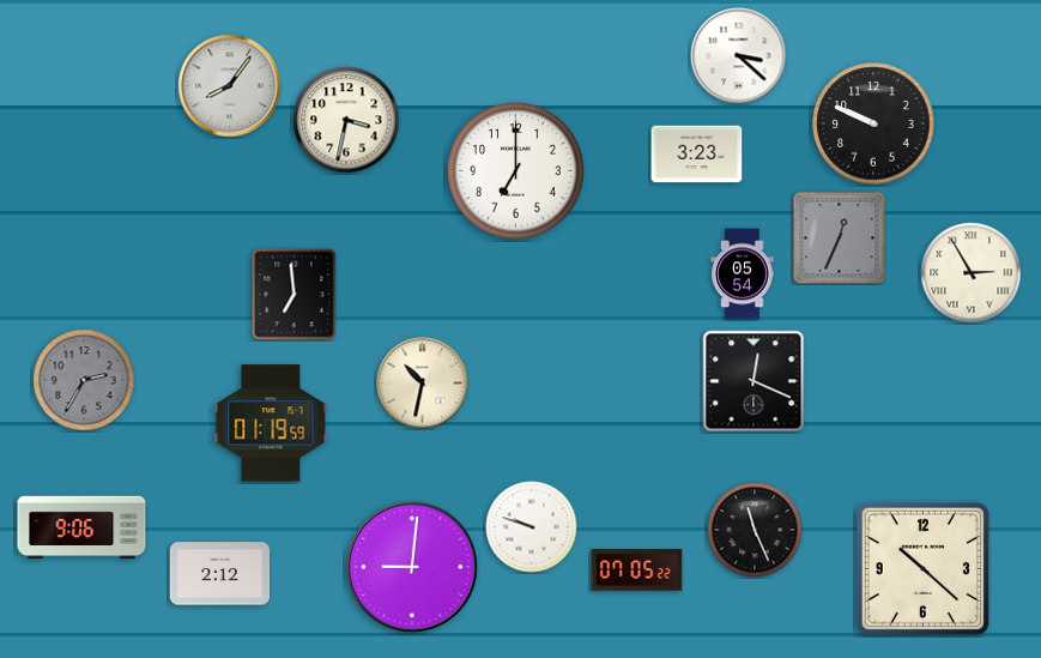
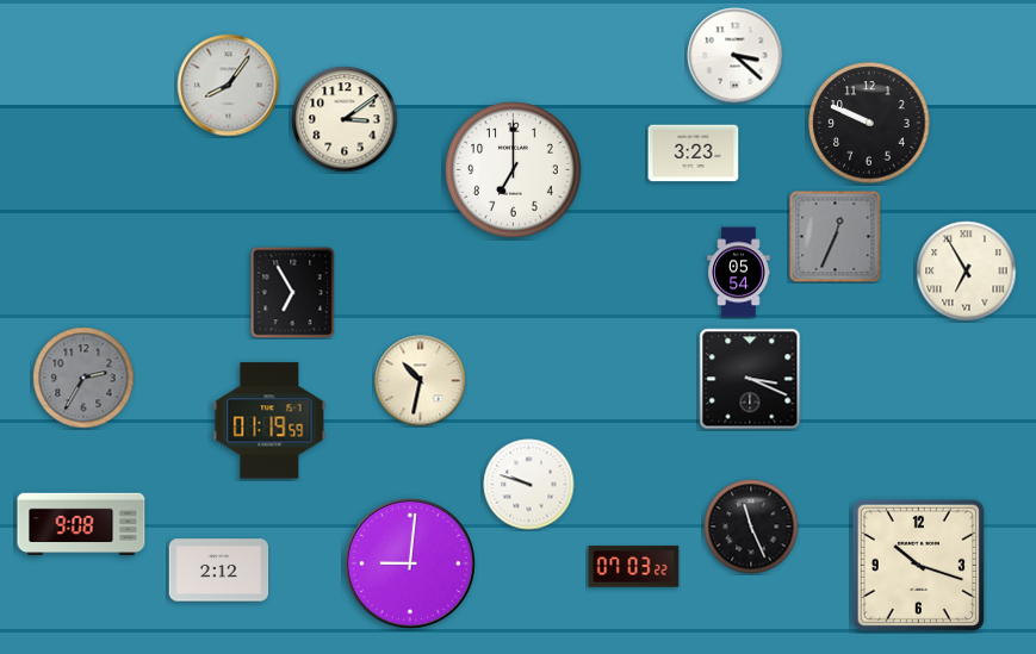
clock at (346, 120): 3:32 -> 3:09
clock at (972, 273): 2:55 -> 6:55
clock at (295, 294): 6:59 -> 6:55
clock at (753, 381): 12:19 -> 3:19
clock at (81, 527): 9:06 -> 9:08
clock at (532, 527) position: (532, 527) -> (529, 485)
clock at (922, 568): 10:22 -> 10:18
clock at (637, 571): 07:05 -> 07:03
